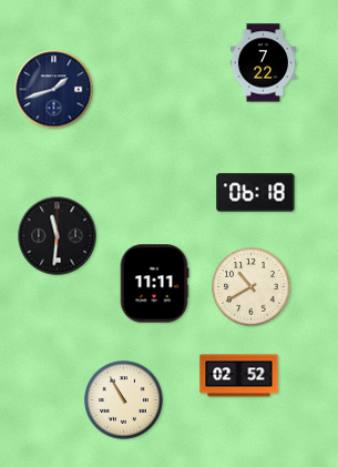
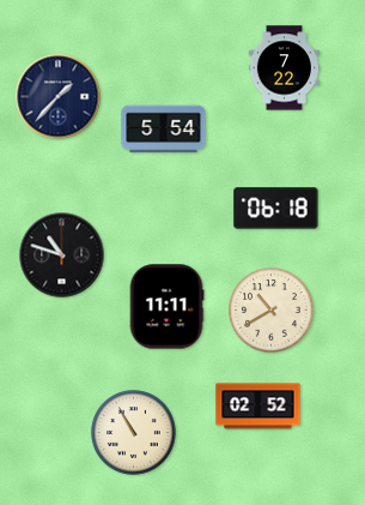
clock at (54, 90): 1:42 -> 1:37
clock at (164, 130): none -> 5:54
clock at (58, 236): 11:31 -> 10:48
